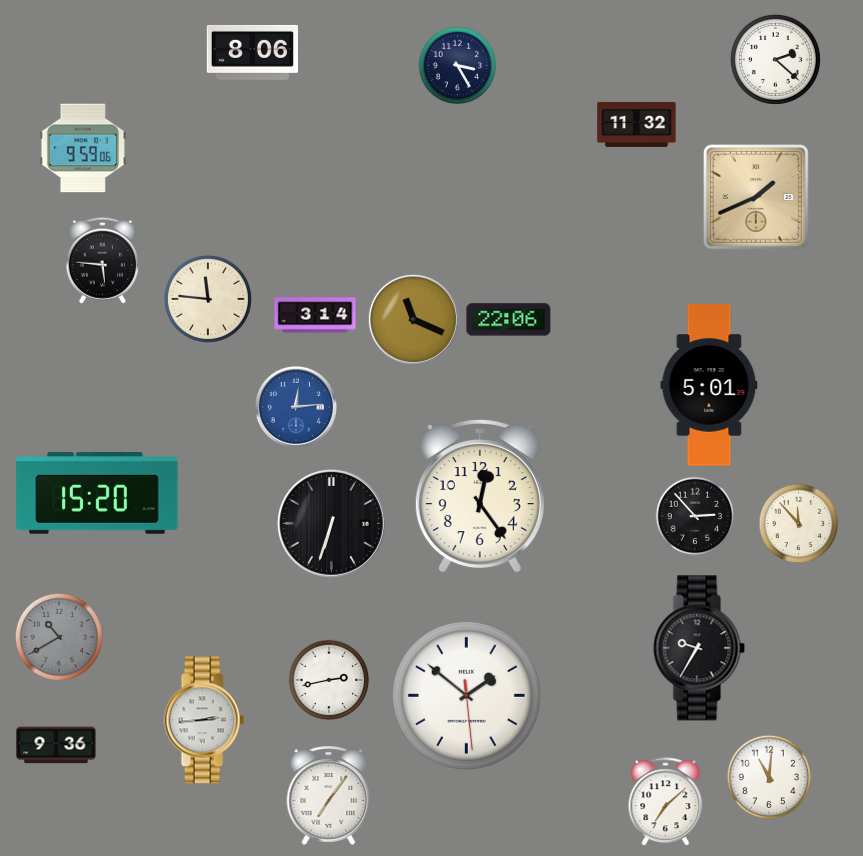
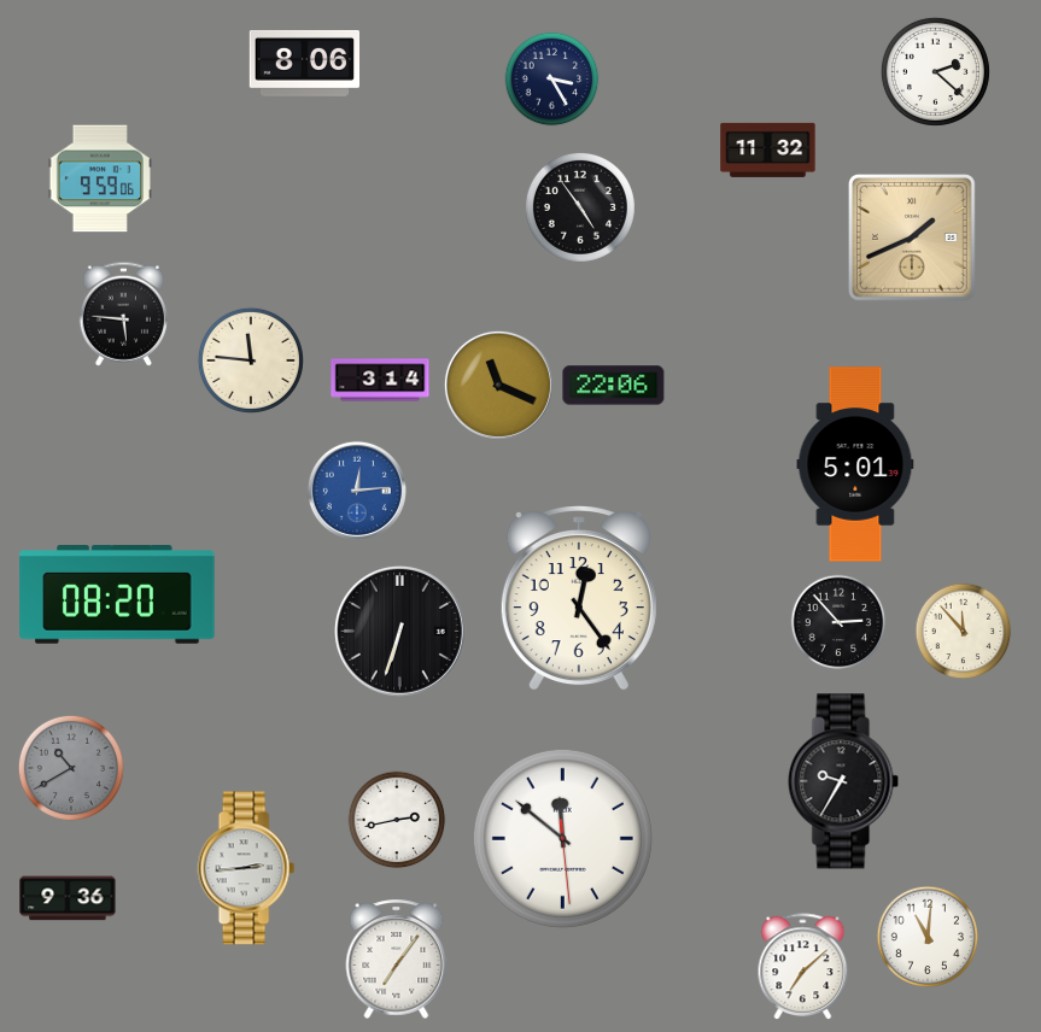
clock at (580, 207): none -> 4:54
clock at (97, 493): 15:20 -> 08:20
clock at (466, 695): 1:51 -> 11:51
